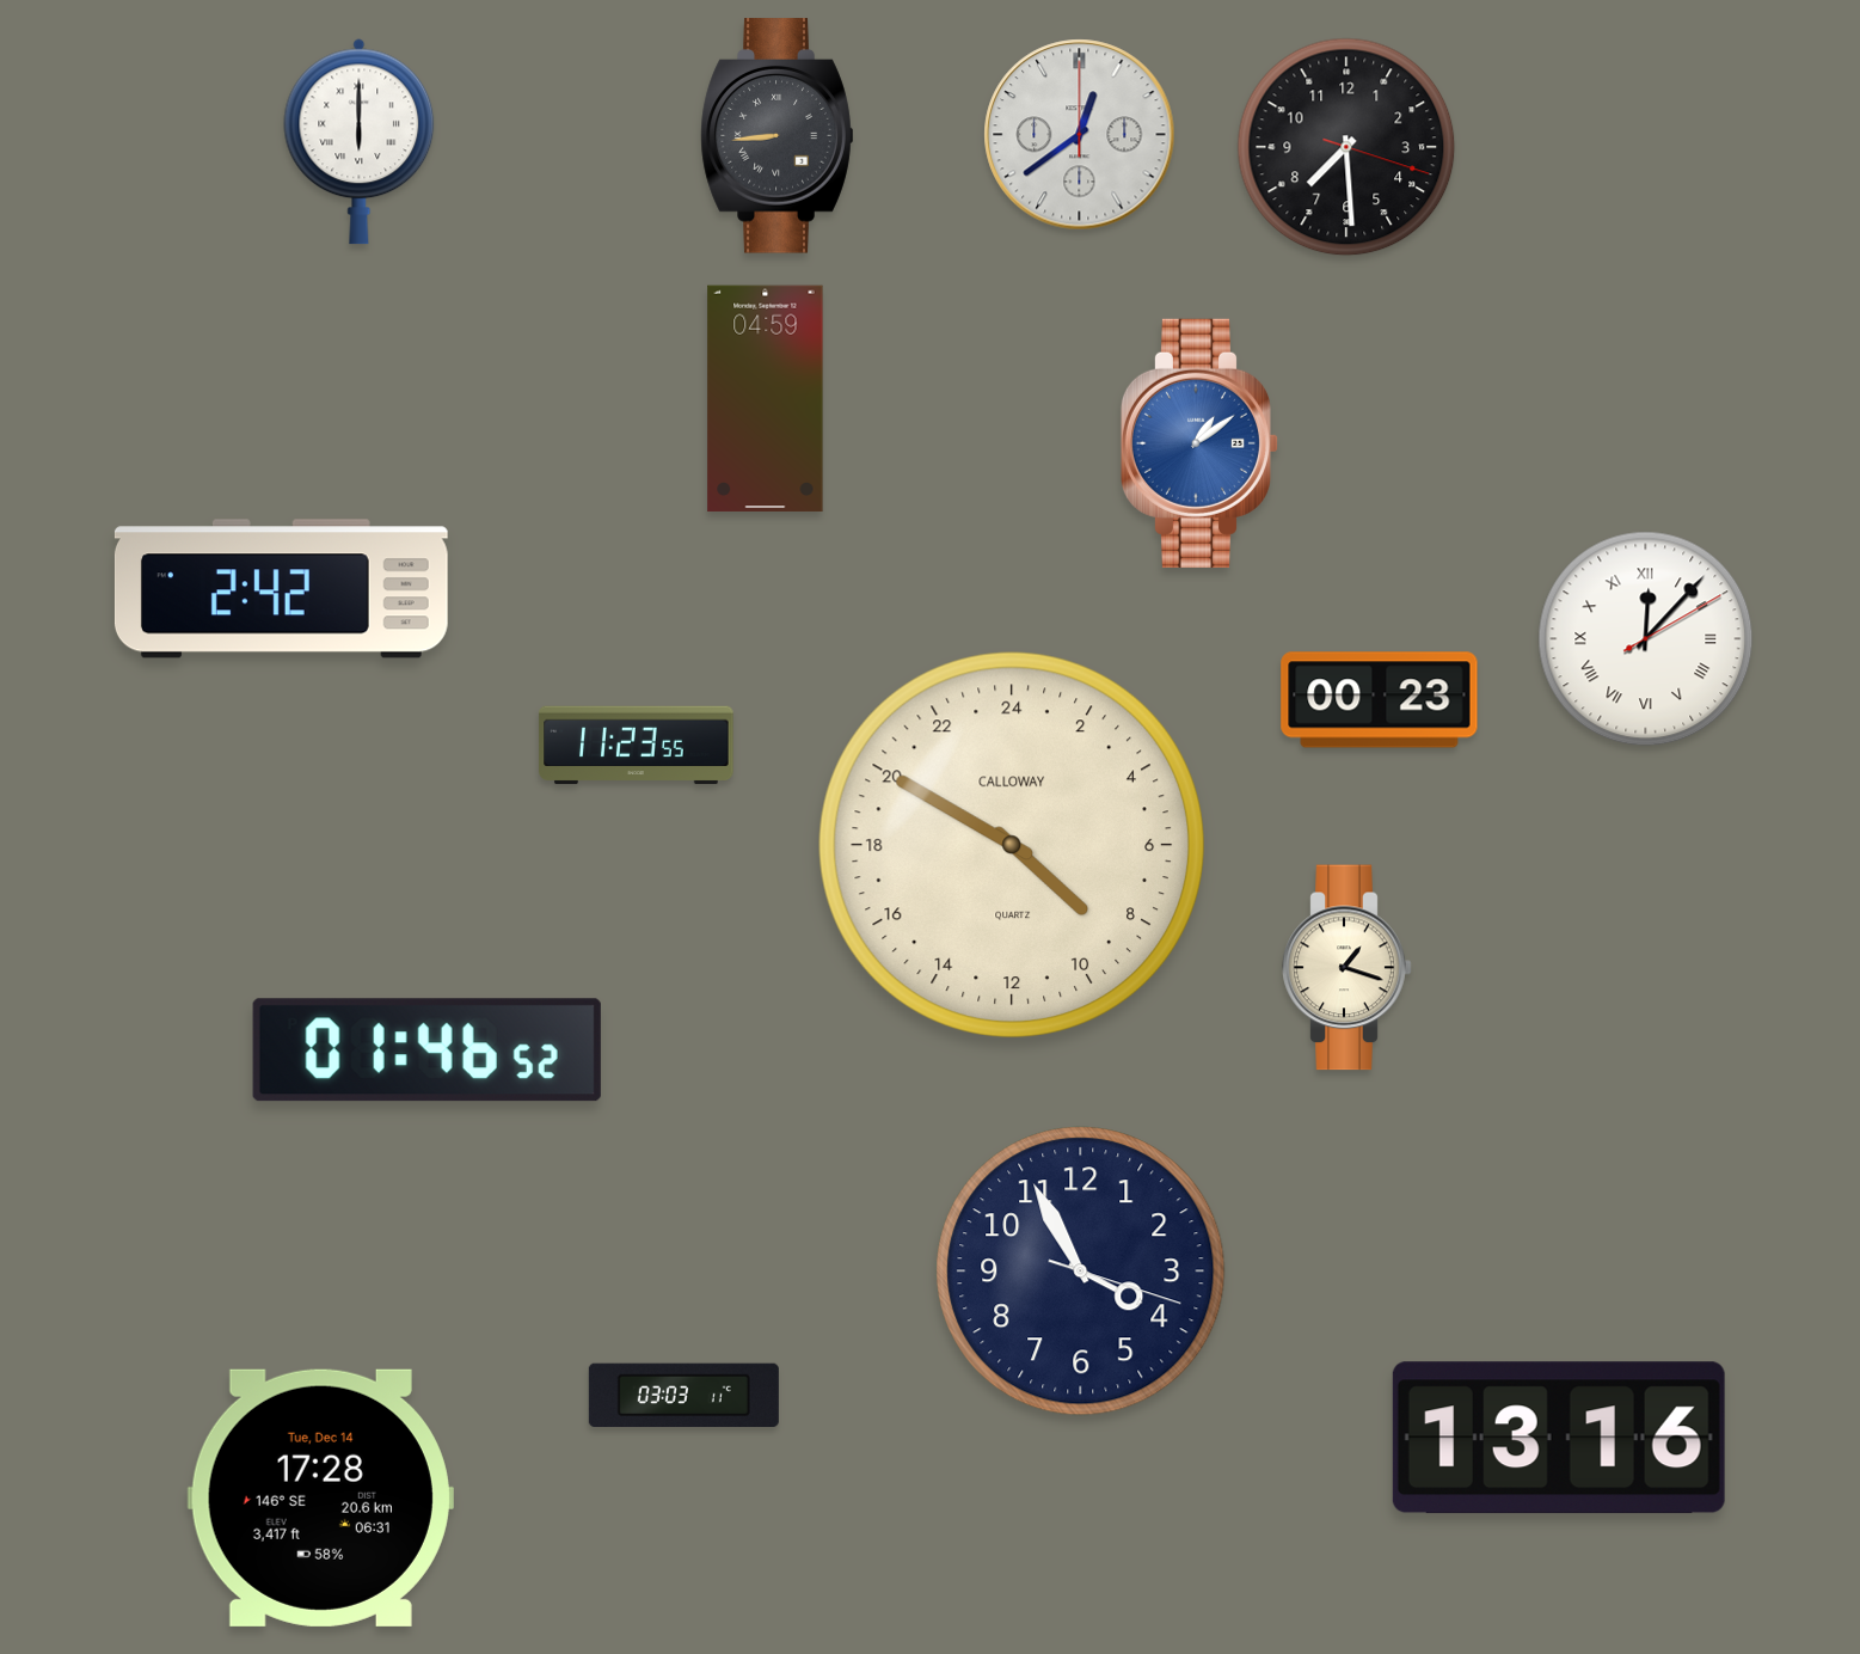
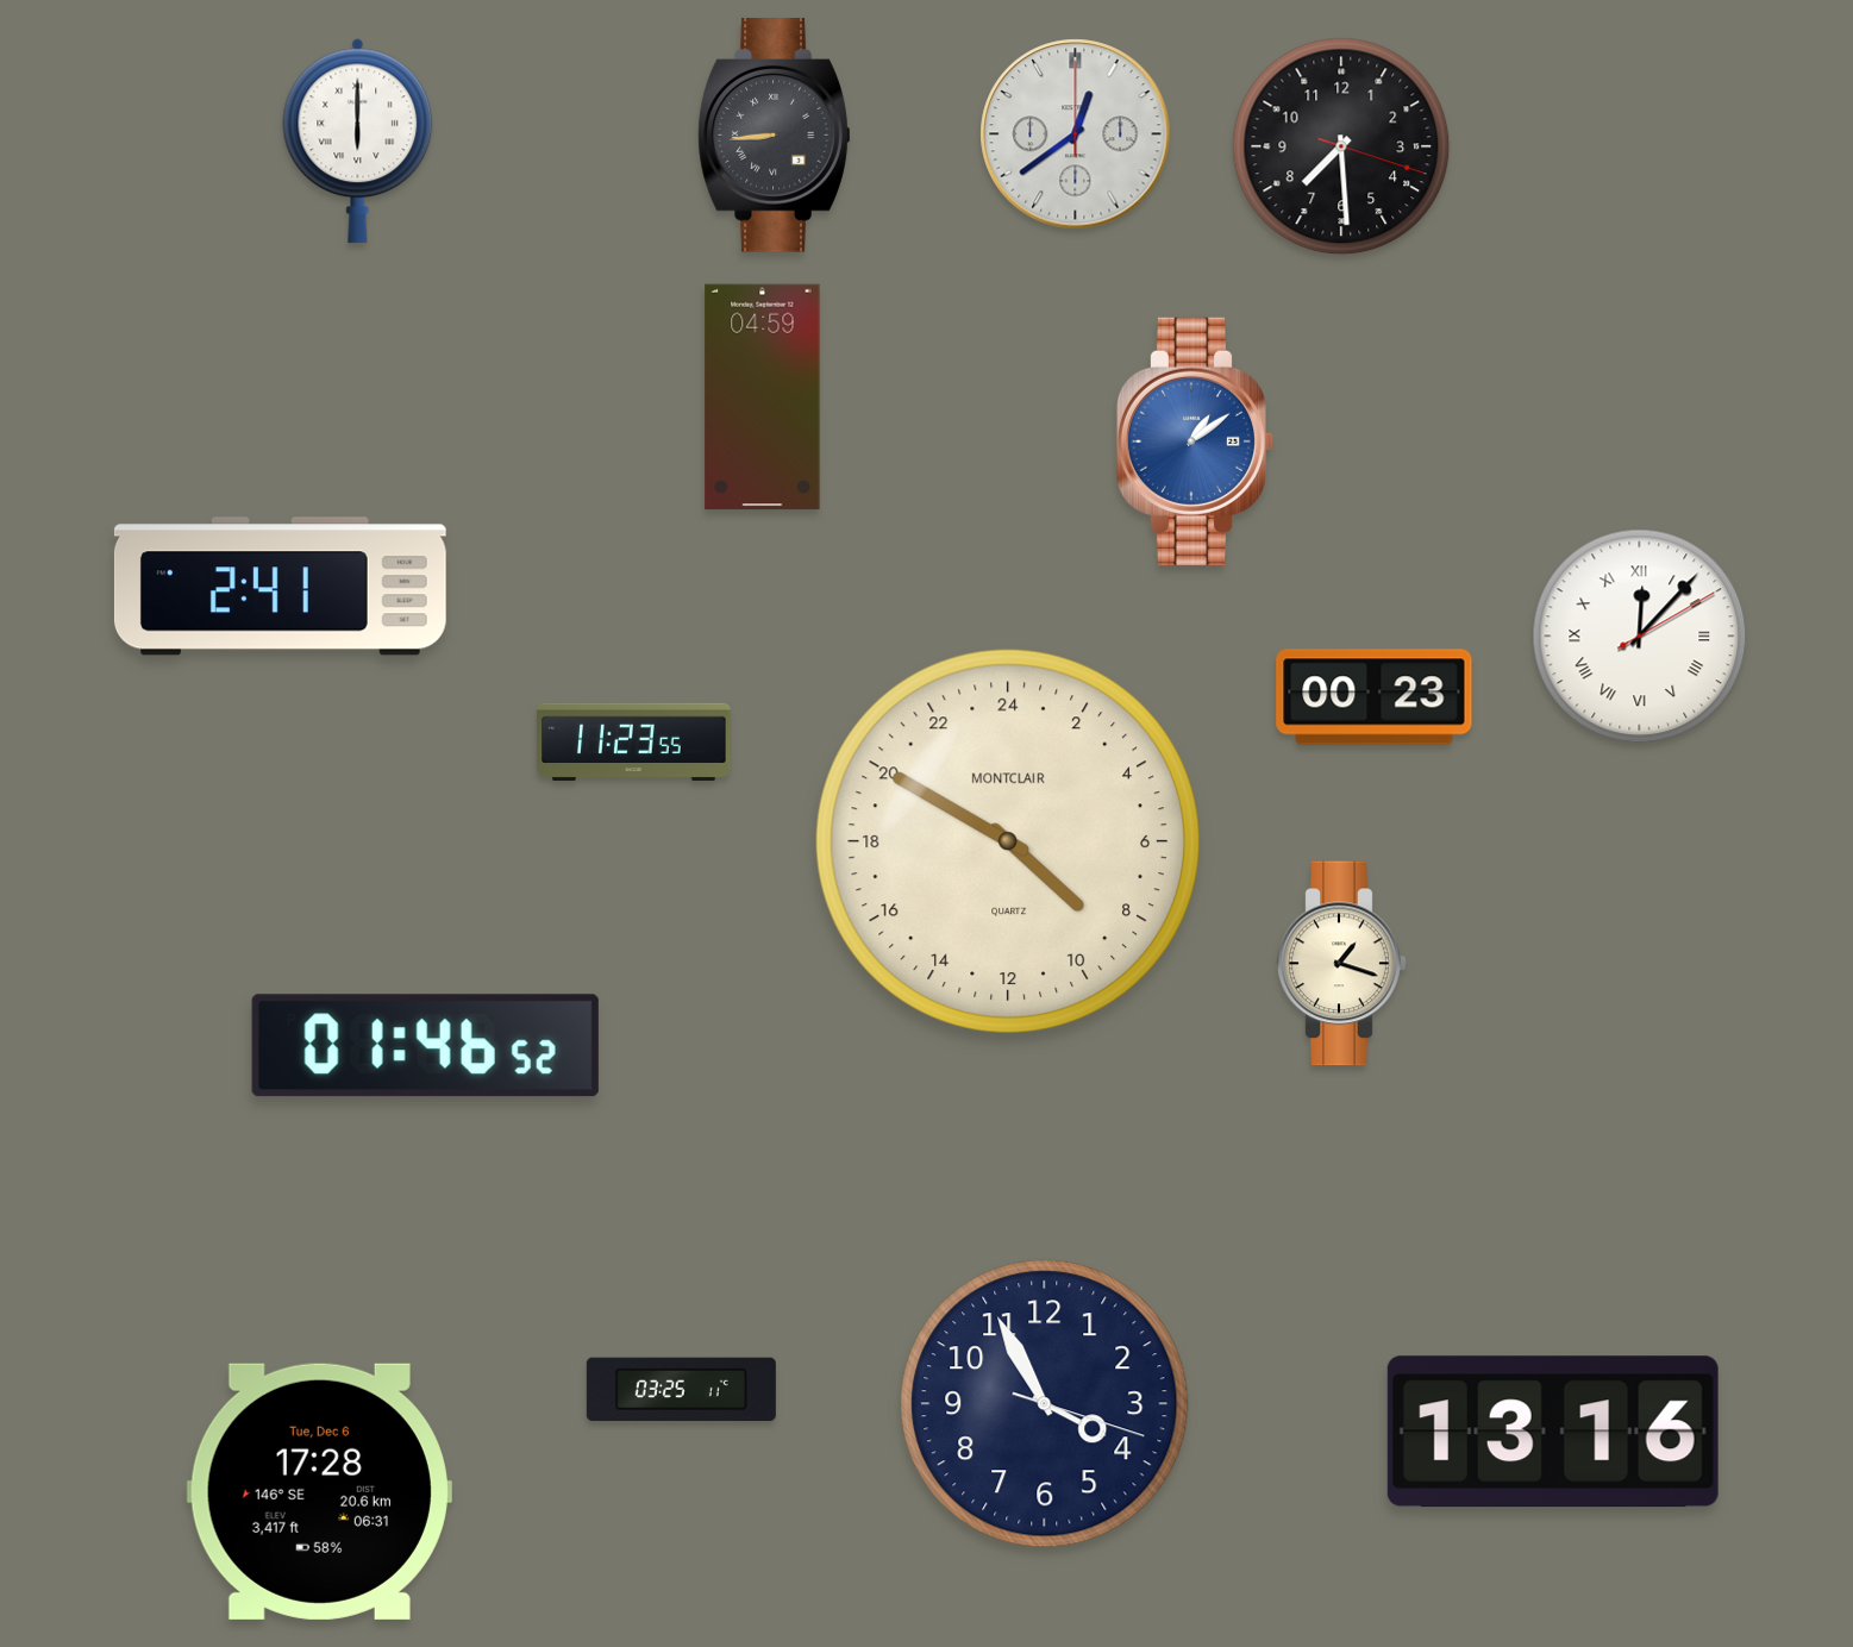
clock at (281, 589): 2:42 -> 2:41
clock at (1012, 845) brand: CALLOWAY -> MONTCLAIR
clock at (1081, 1272) position: (1081, 1272) -> (1045, 1404)
clock at (683, 1395): 03:03 -> 03:25
clock at (320, 1497) date: Tue, Dec 14 -> Tue, Dec 6
